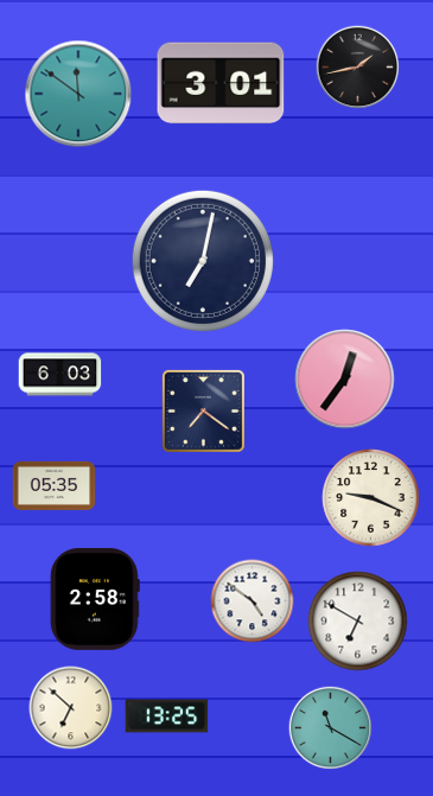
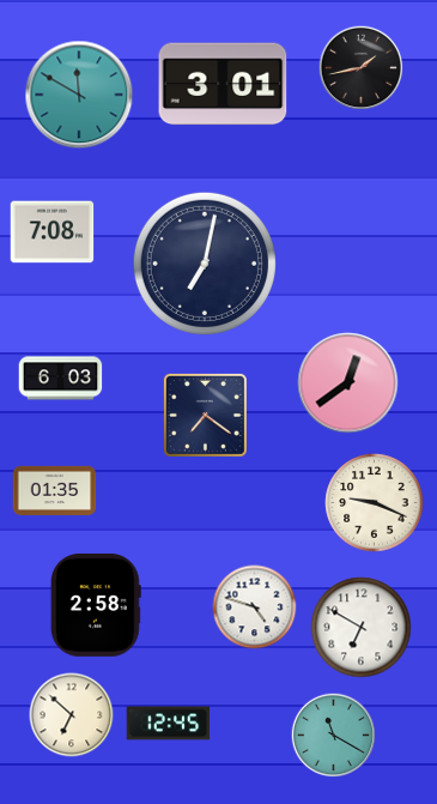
clock at (78, 94): 11:51 -> 11:50
clock at (53, 232): none -> 7:08
clock at (345, 380): 12:36 -> 12:39
clock at (55, 485): 05:35 -> 01:35
clock at (253, 601): 4:51 -> 4:48
clock at (167, 717): 13:25 -> 12:45
